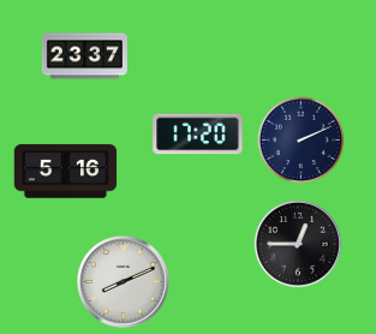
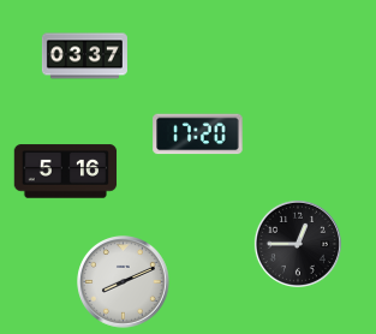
clock at (84, 56): 23:37 -> 03:37
clock at (302, 141): 2:11 -> none
